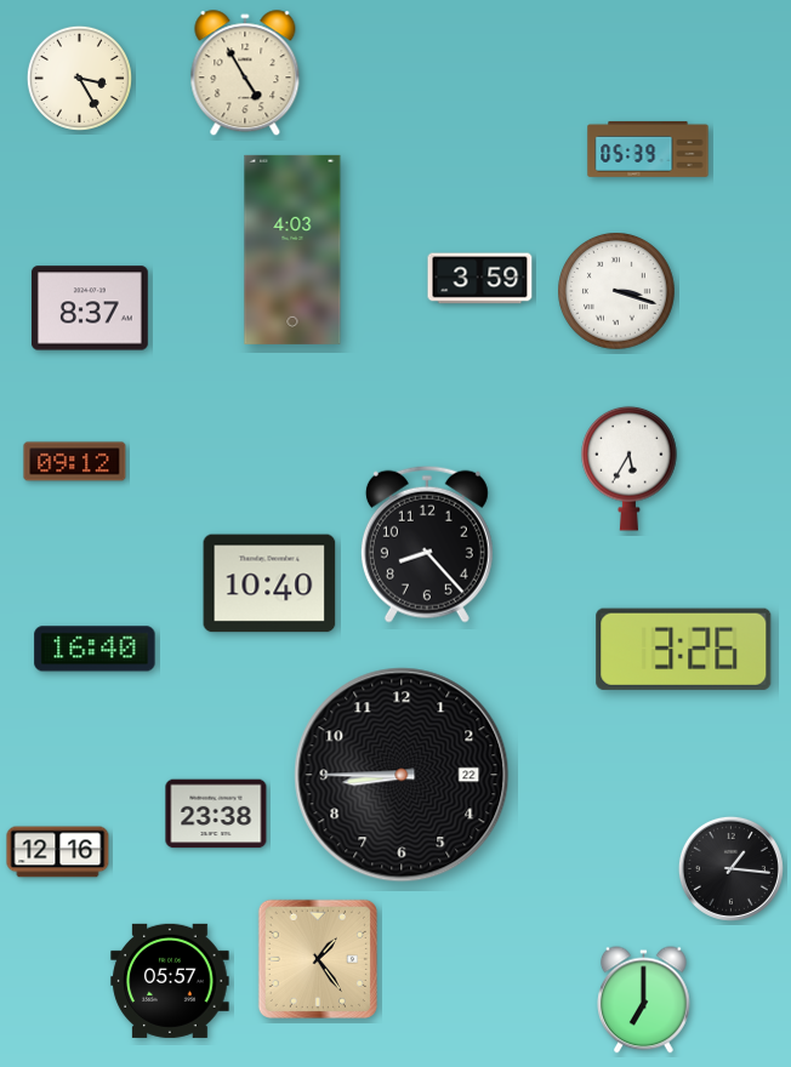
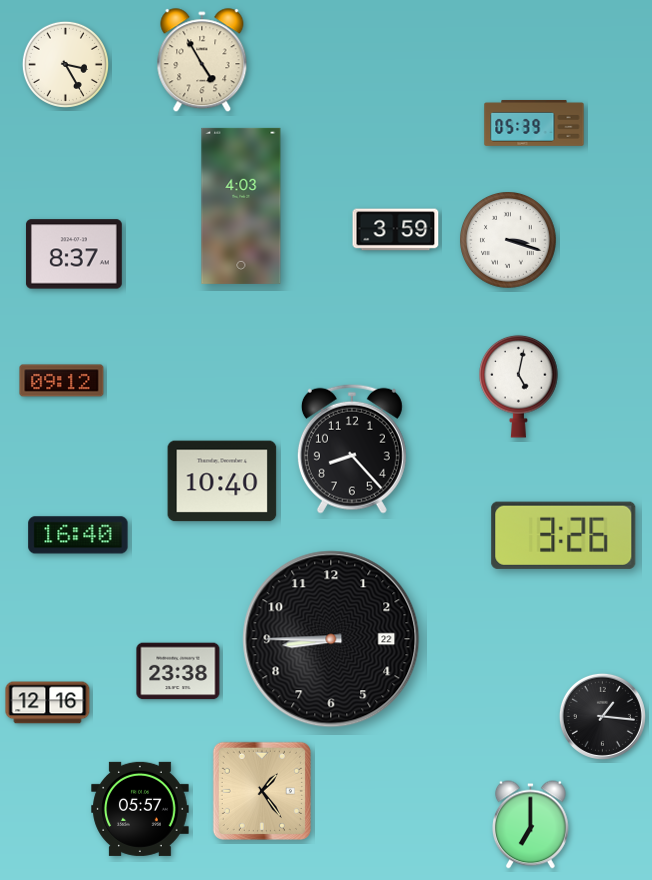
clock at (630, 468): 5:35 -> 5:02
